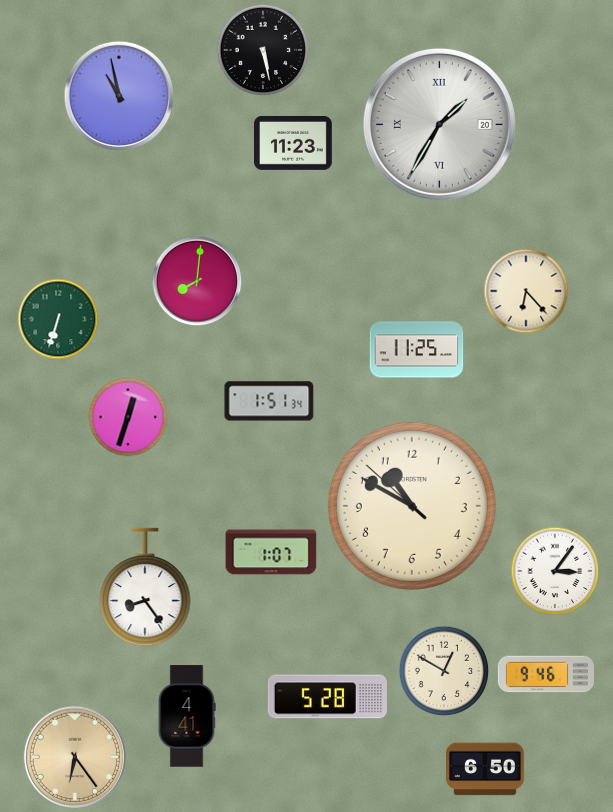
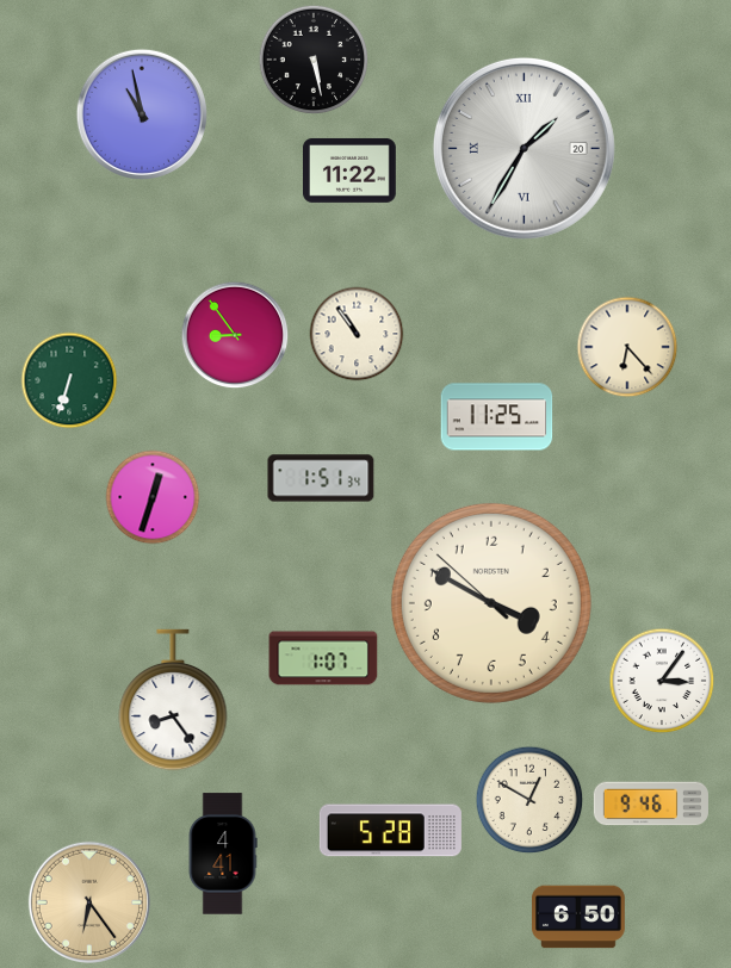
clock at (294, 143): 11:23 -> 11:22
clock at (357, 334): none -> 10:54
clock at (197, 281): 8:01 -> 8:54
clock at (412, 506): 10:49 -> 3:49
